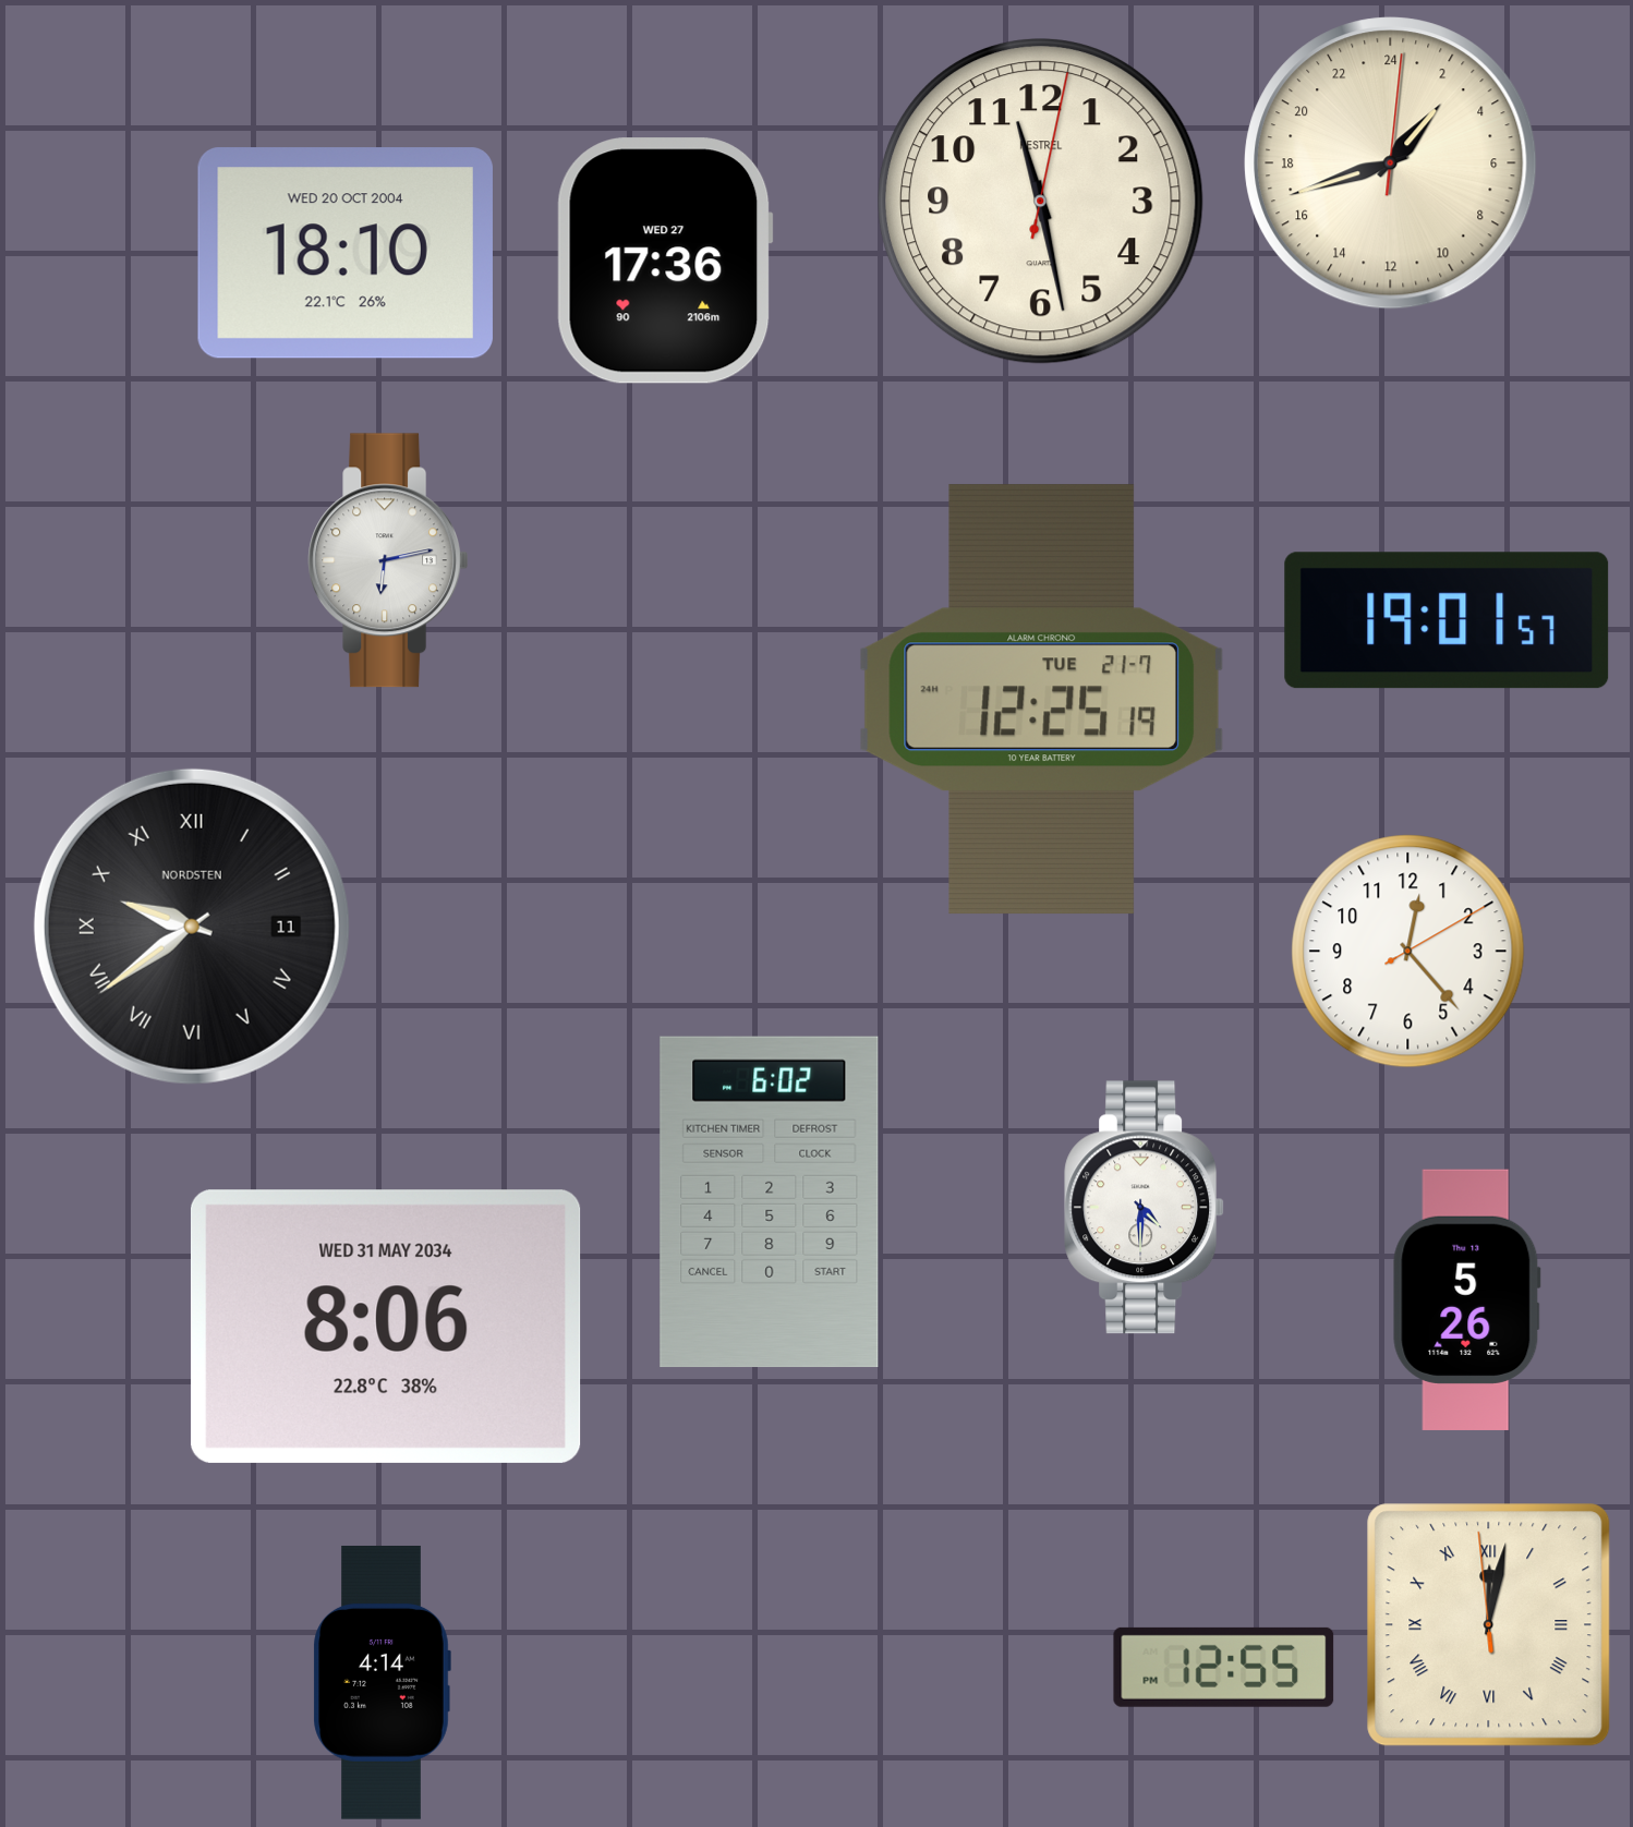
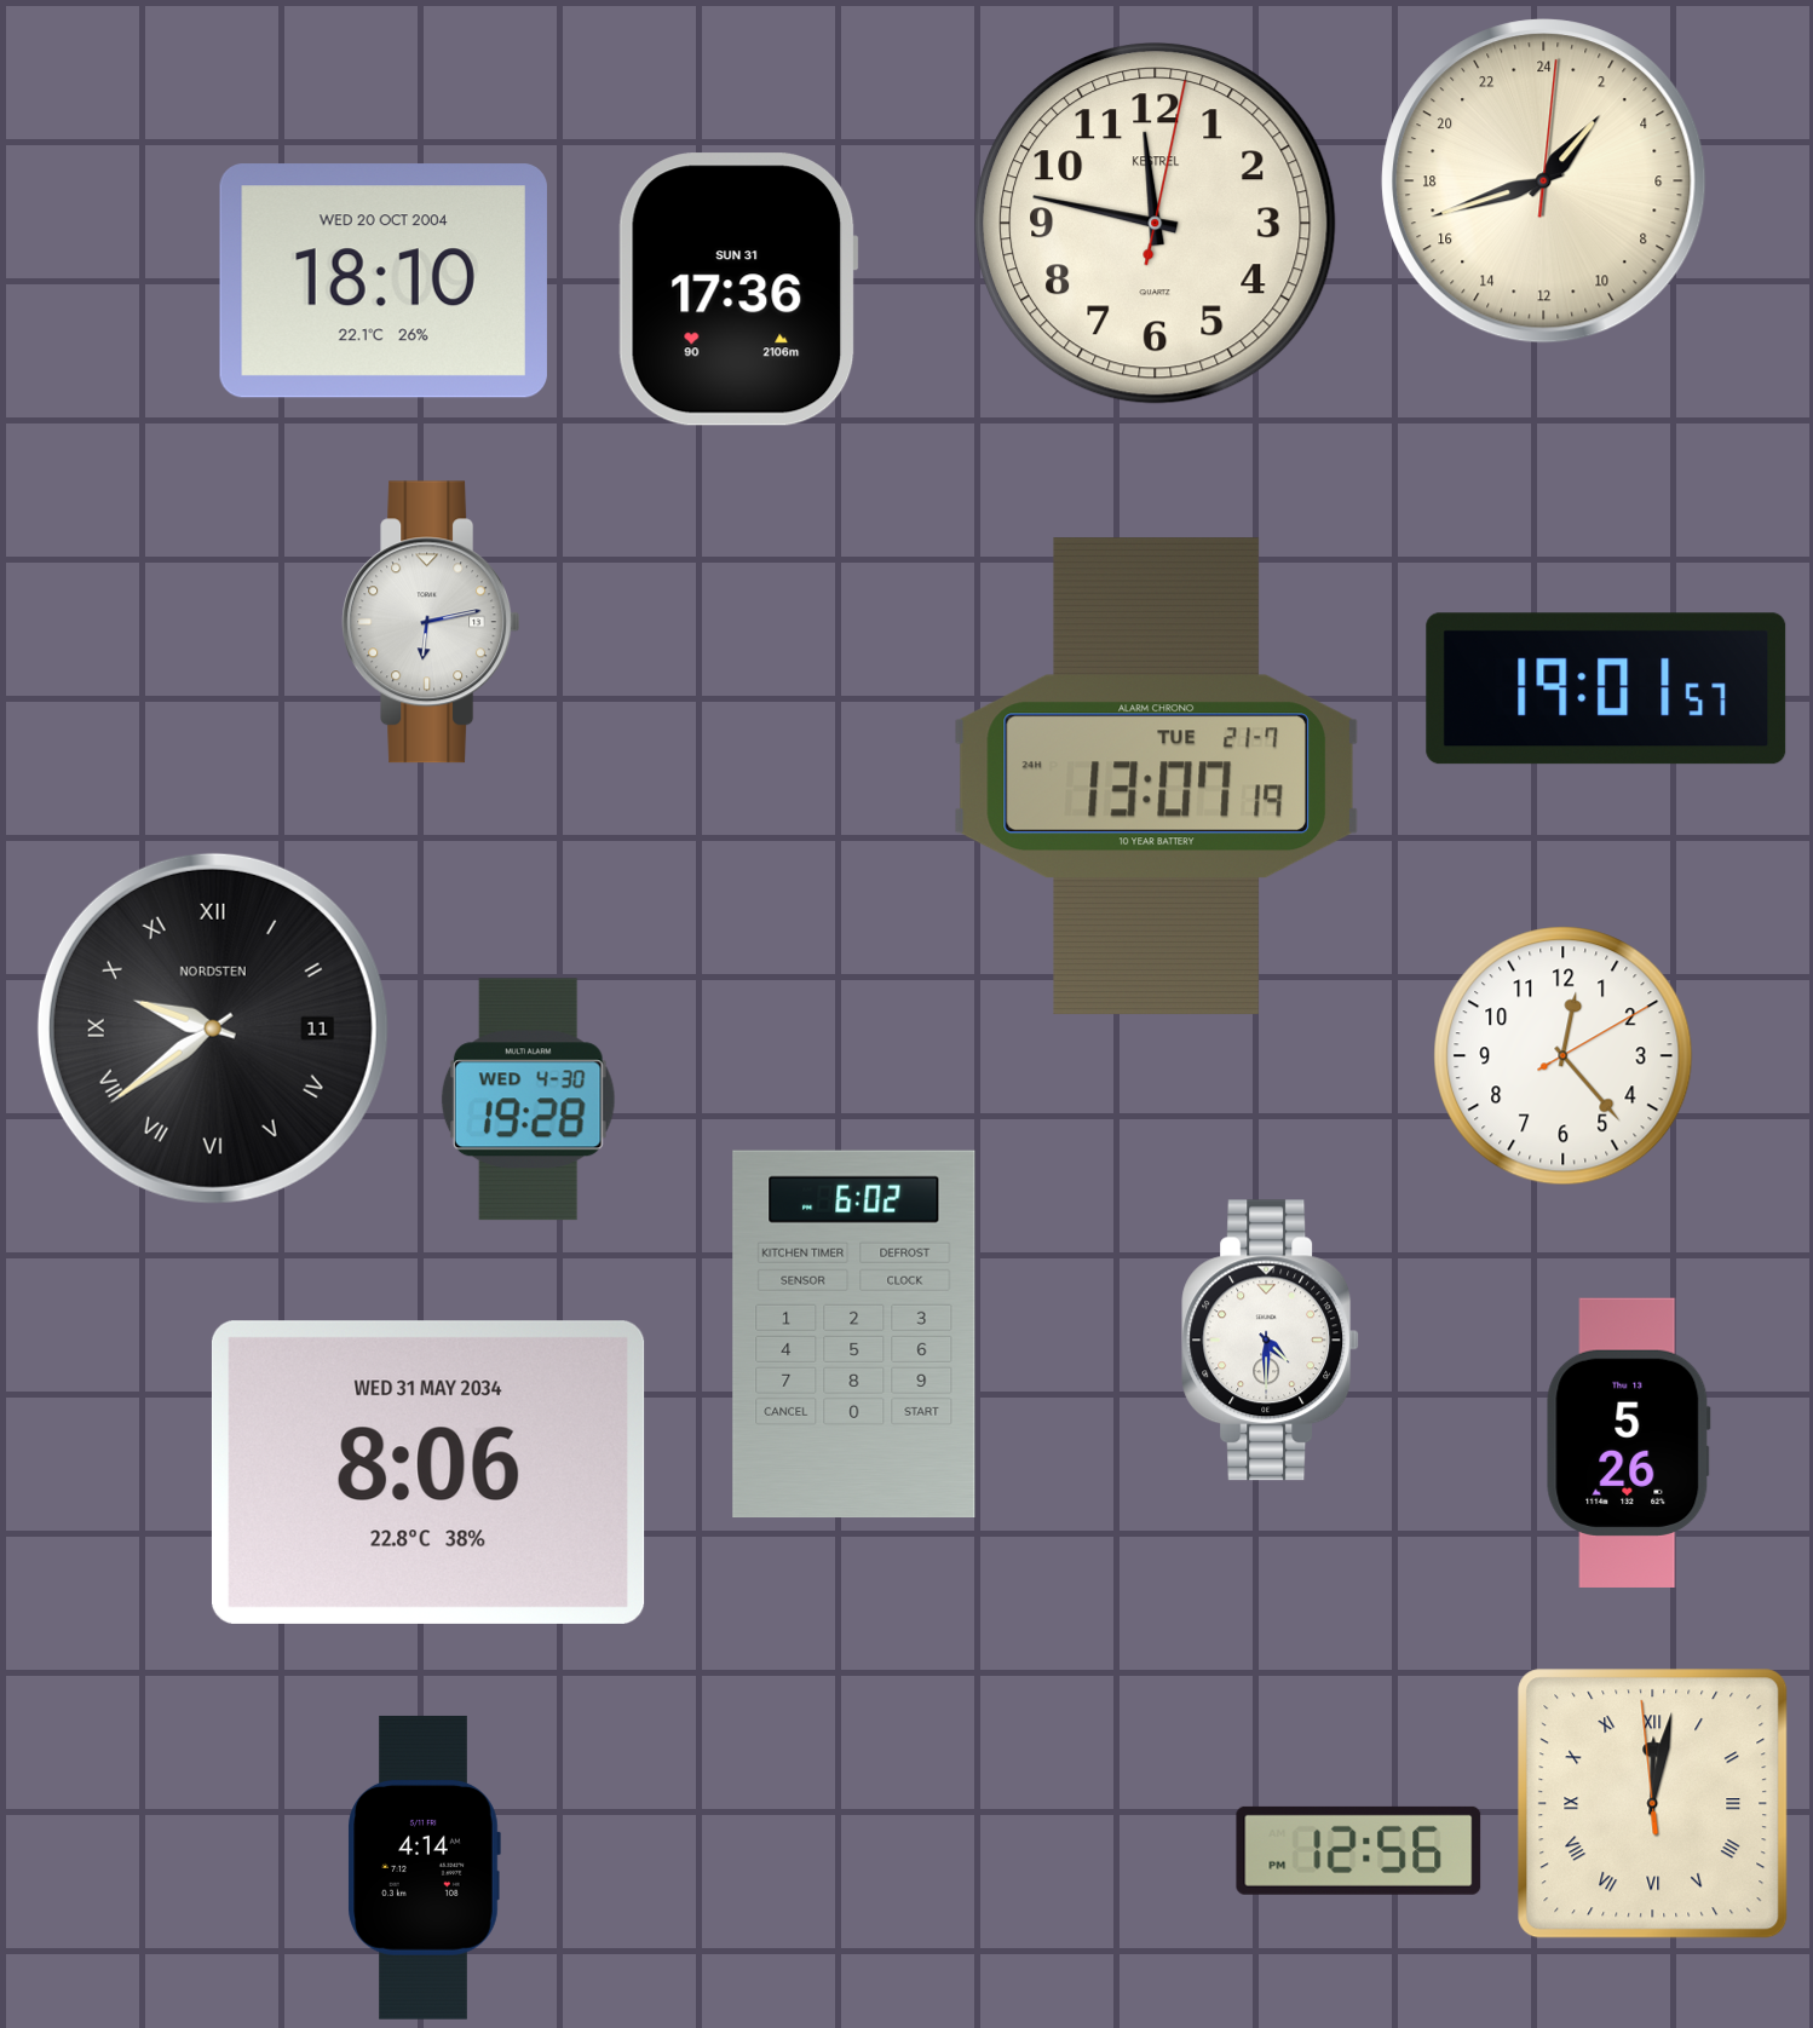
clock at (1041, 202): 11:28 -> 11:47
clock at (665, 261) date: WED 27 -> SUN 31
clock at (1041, 700): 12:25 -> 13:07
clock at (528, 1100): none -> 19:28
clock at (1224, 1667): 12:55 -> 12:56
